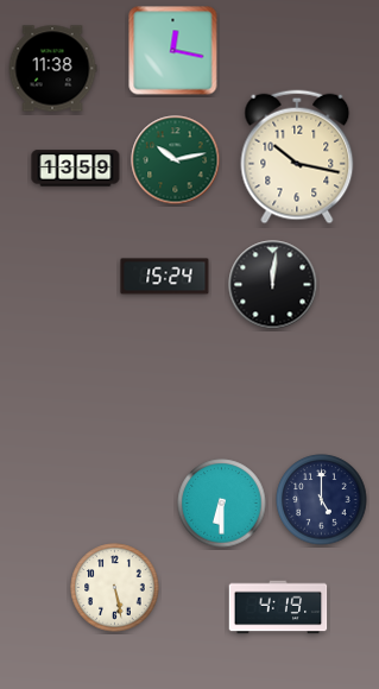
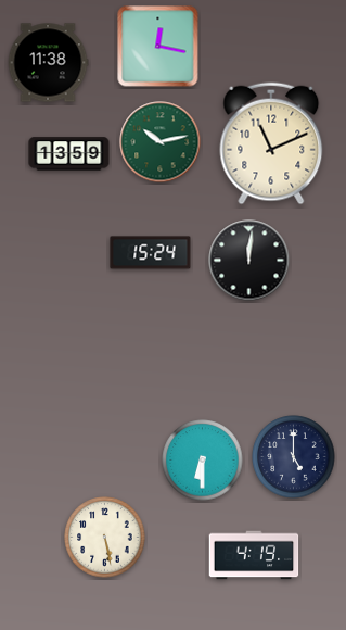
clock at (297, 157): 10:17 -> 11:11
clock at (176, 160) position: (176, 160) -> (161, 142)
